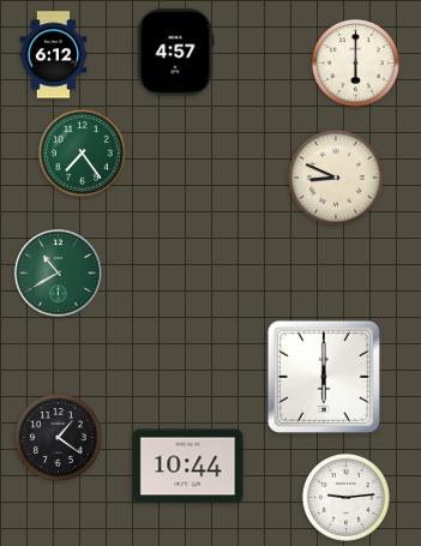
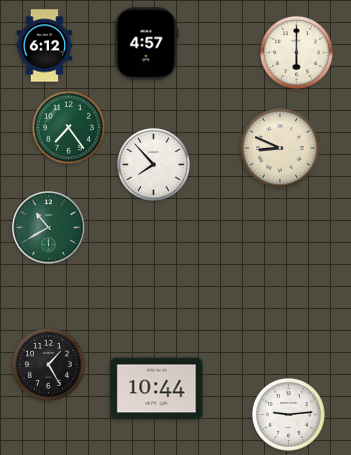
clock at (153, 164): none -> 7:53
clock at (324, 377): 6:00 -> none
clock at (58, 437): 1:21 -> 1:25
